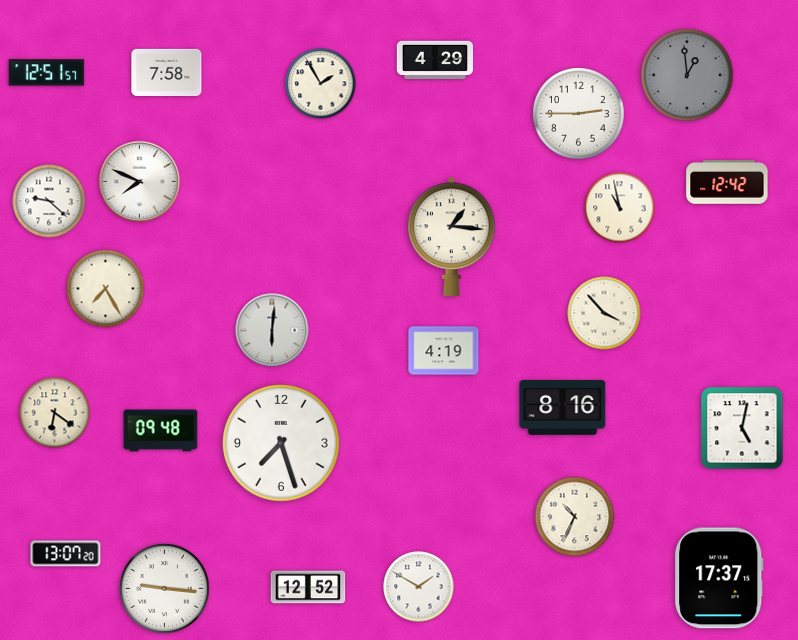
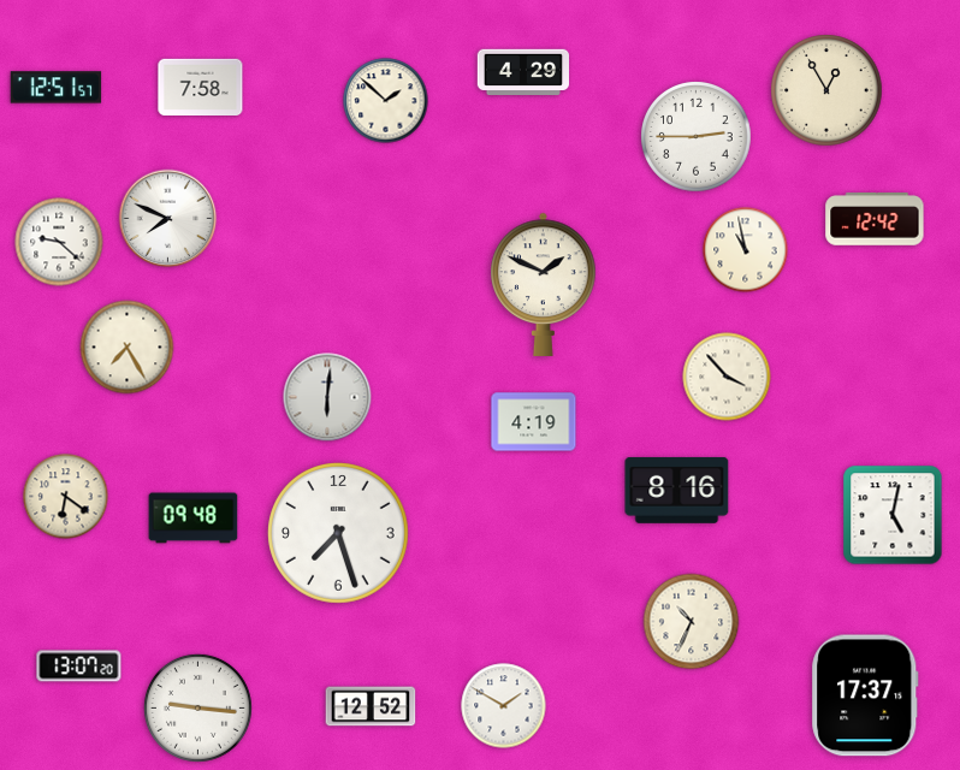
clock at (687, 75): 12:59 -> 12:55
clock at (687, 75) dial: grey -> cream
clock at (321, 84): 1:55 -> 1:52
clock at (452, 236): 1:16 -> 1:49
